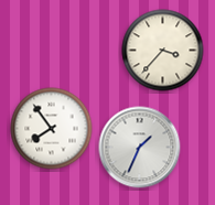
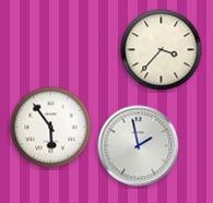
clock at (52, 129): 7:54 -> 5:54
clock at (140, 148): 1:34 -> 1:58
